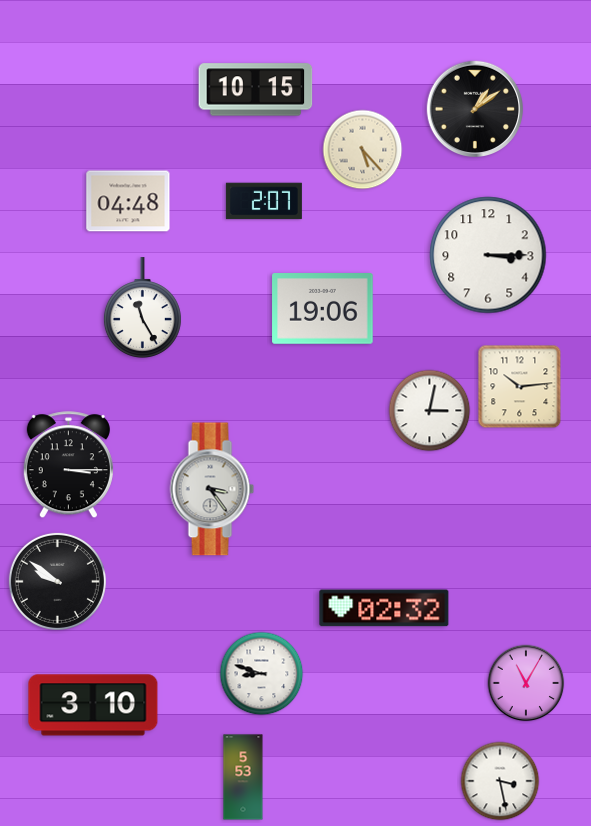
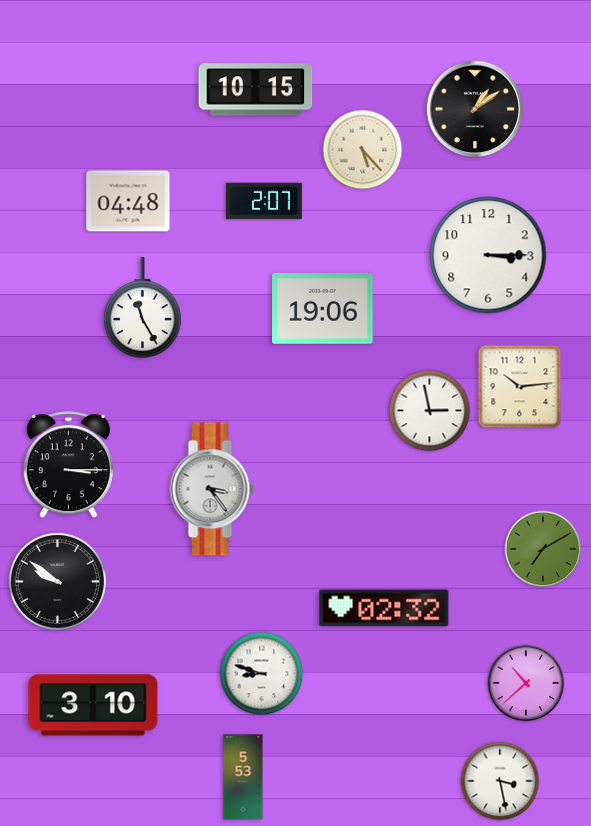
clock at (430, 411): 3:02 -> 2:58
clock at (543, 549): none -> 7:10
clock at (526, 683): 11:05 -> 10:38
